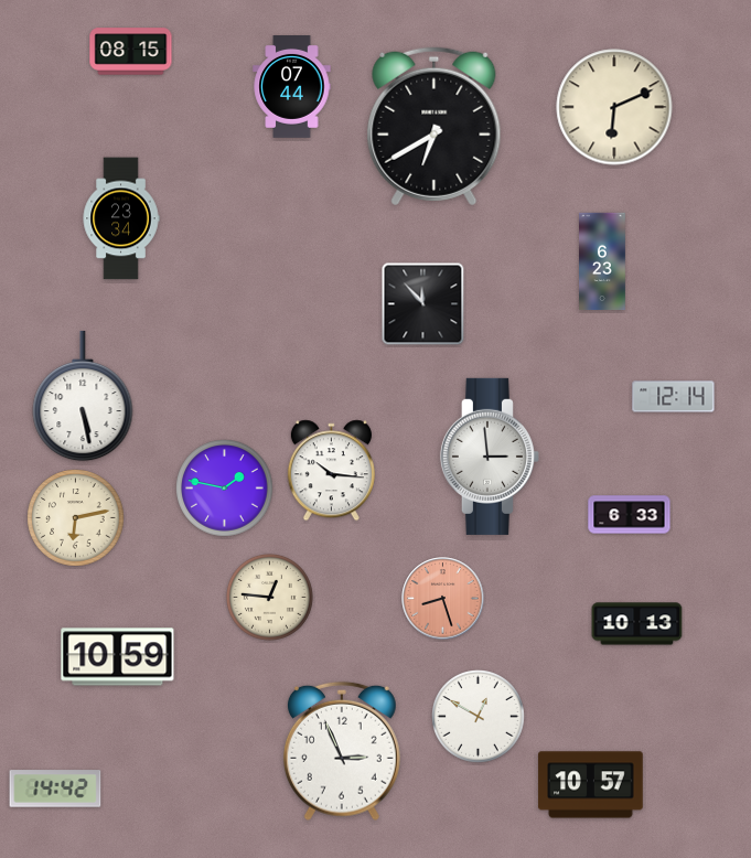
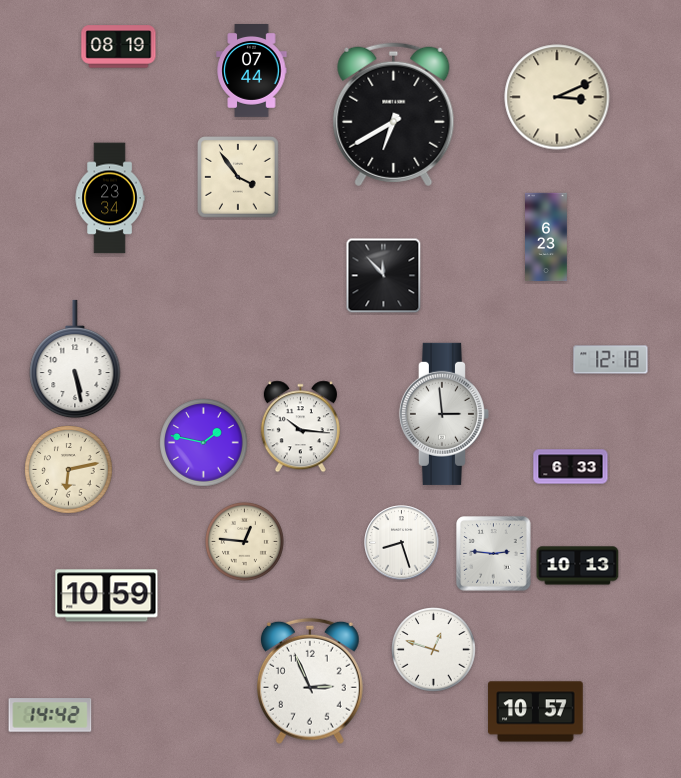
clock at (131, 52): 08:15 -> 08:19
clock at (292, 87) position: (292, 87) -> (252, 71)
clock at (614, 107): 6:11 -> 3:11
clock at (239, 178): none -> 3:54
clock at (674, 397): 12:14 -> 12:18
clock at (443, 599) dial: salmon -> white
clock at (494, 554): none -> 2:46
clock at (479, 717): 12:50 -> 12:48
